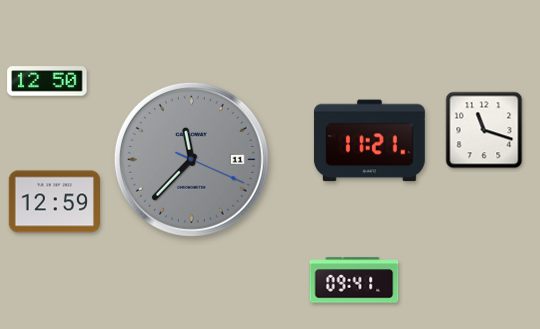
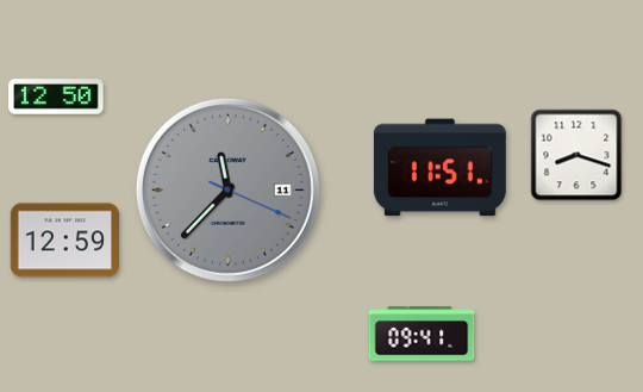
clock at (484, 130): 11:18 -> 8:18
clock at (369, 141): 11:21 -> 11:51
